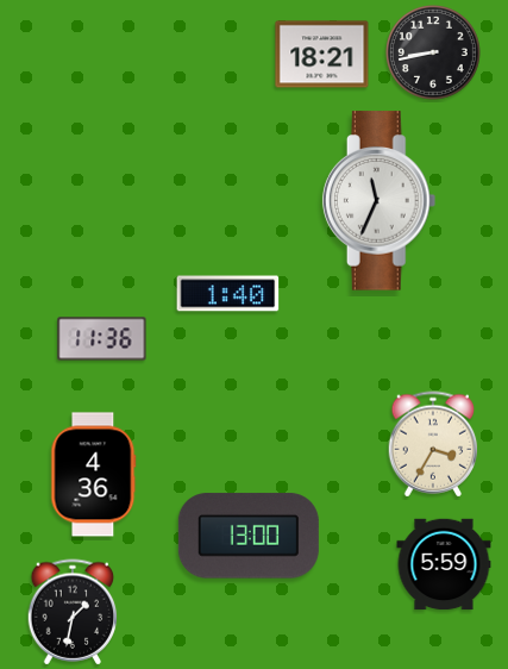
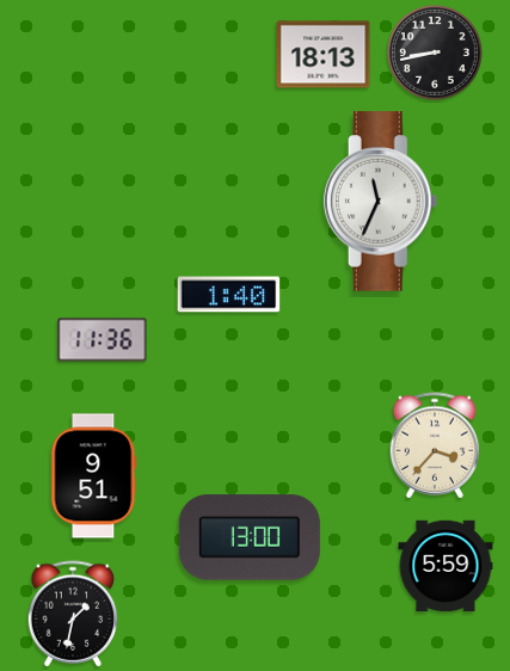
clock at (322, 55): 18:21 -> 18:13
clock at (433, 444): 3:35 -> 3:37
clock at (94, 475): 4:36 -> 9:51
